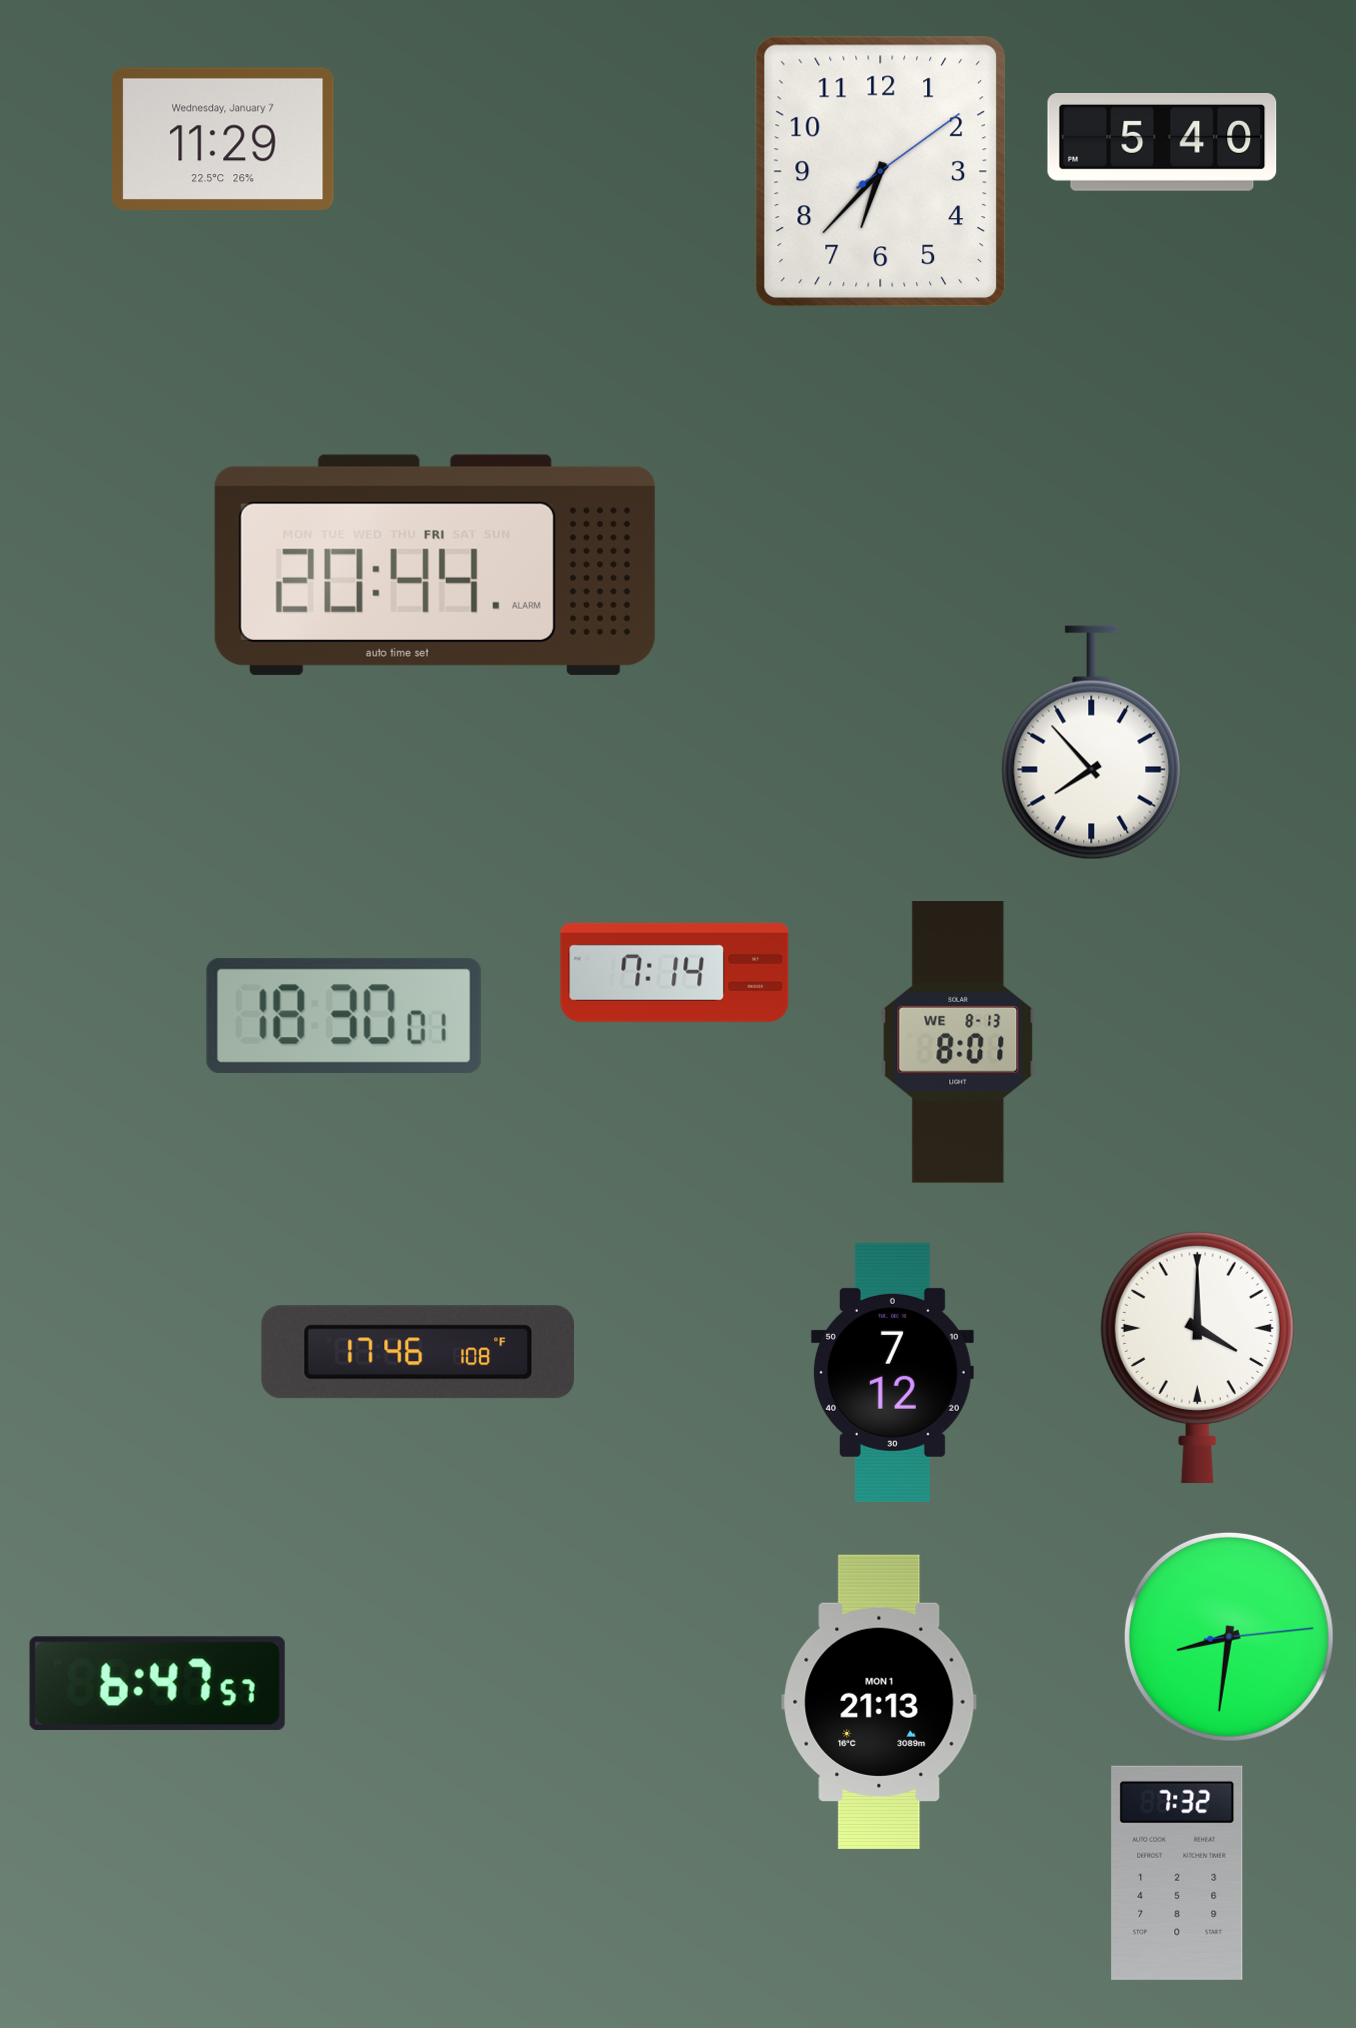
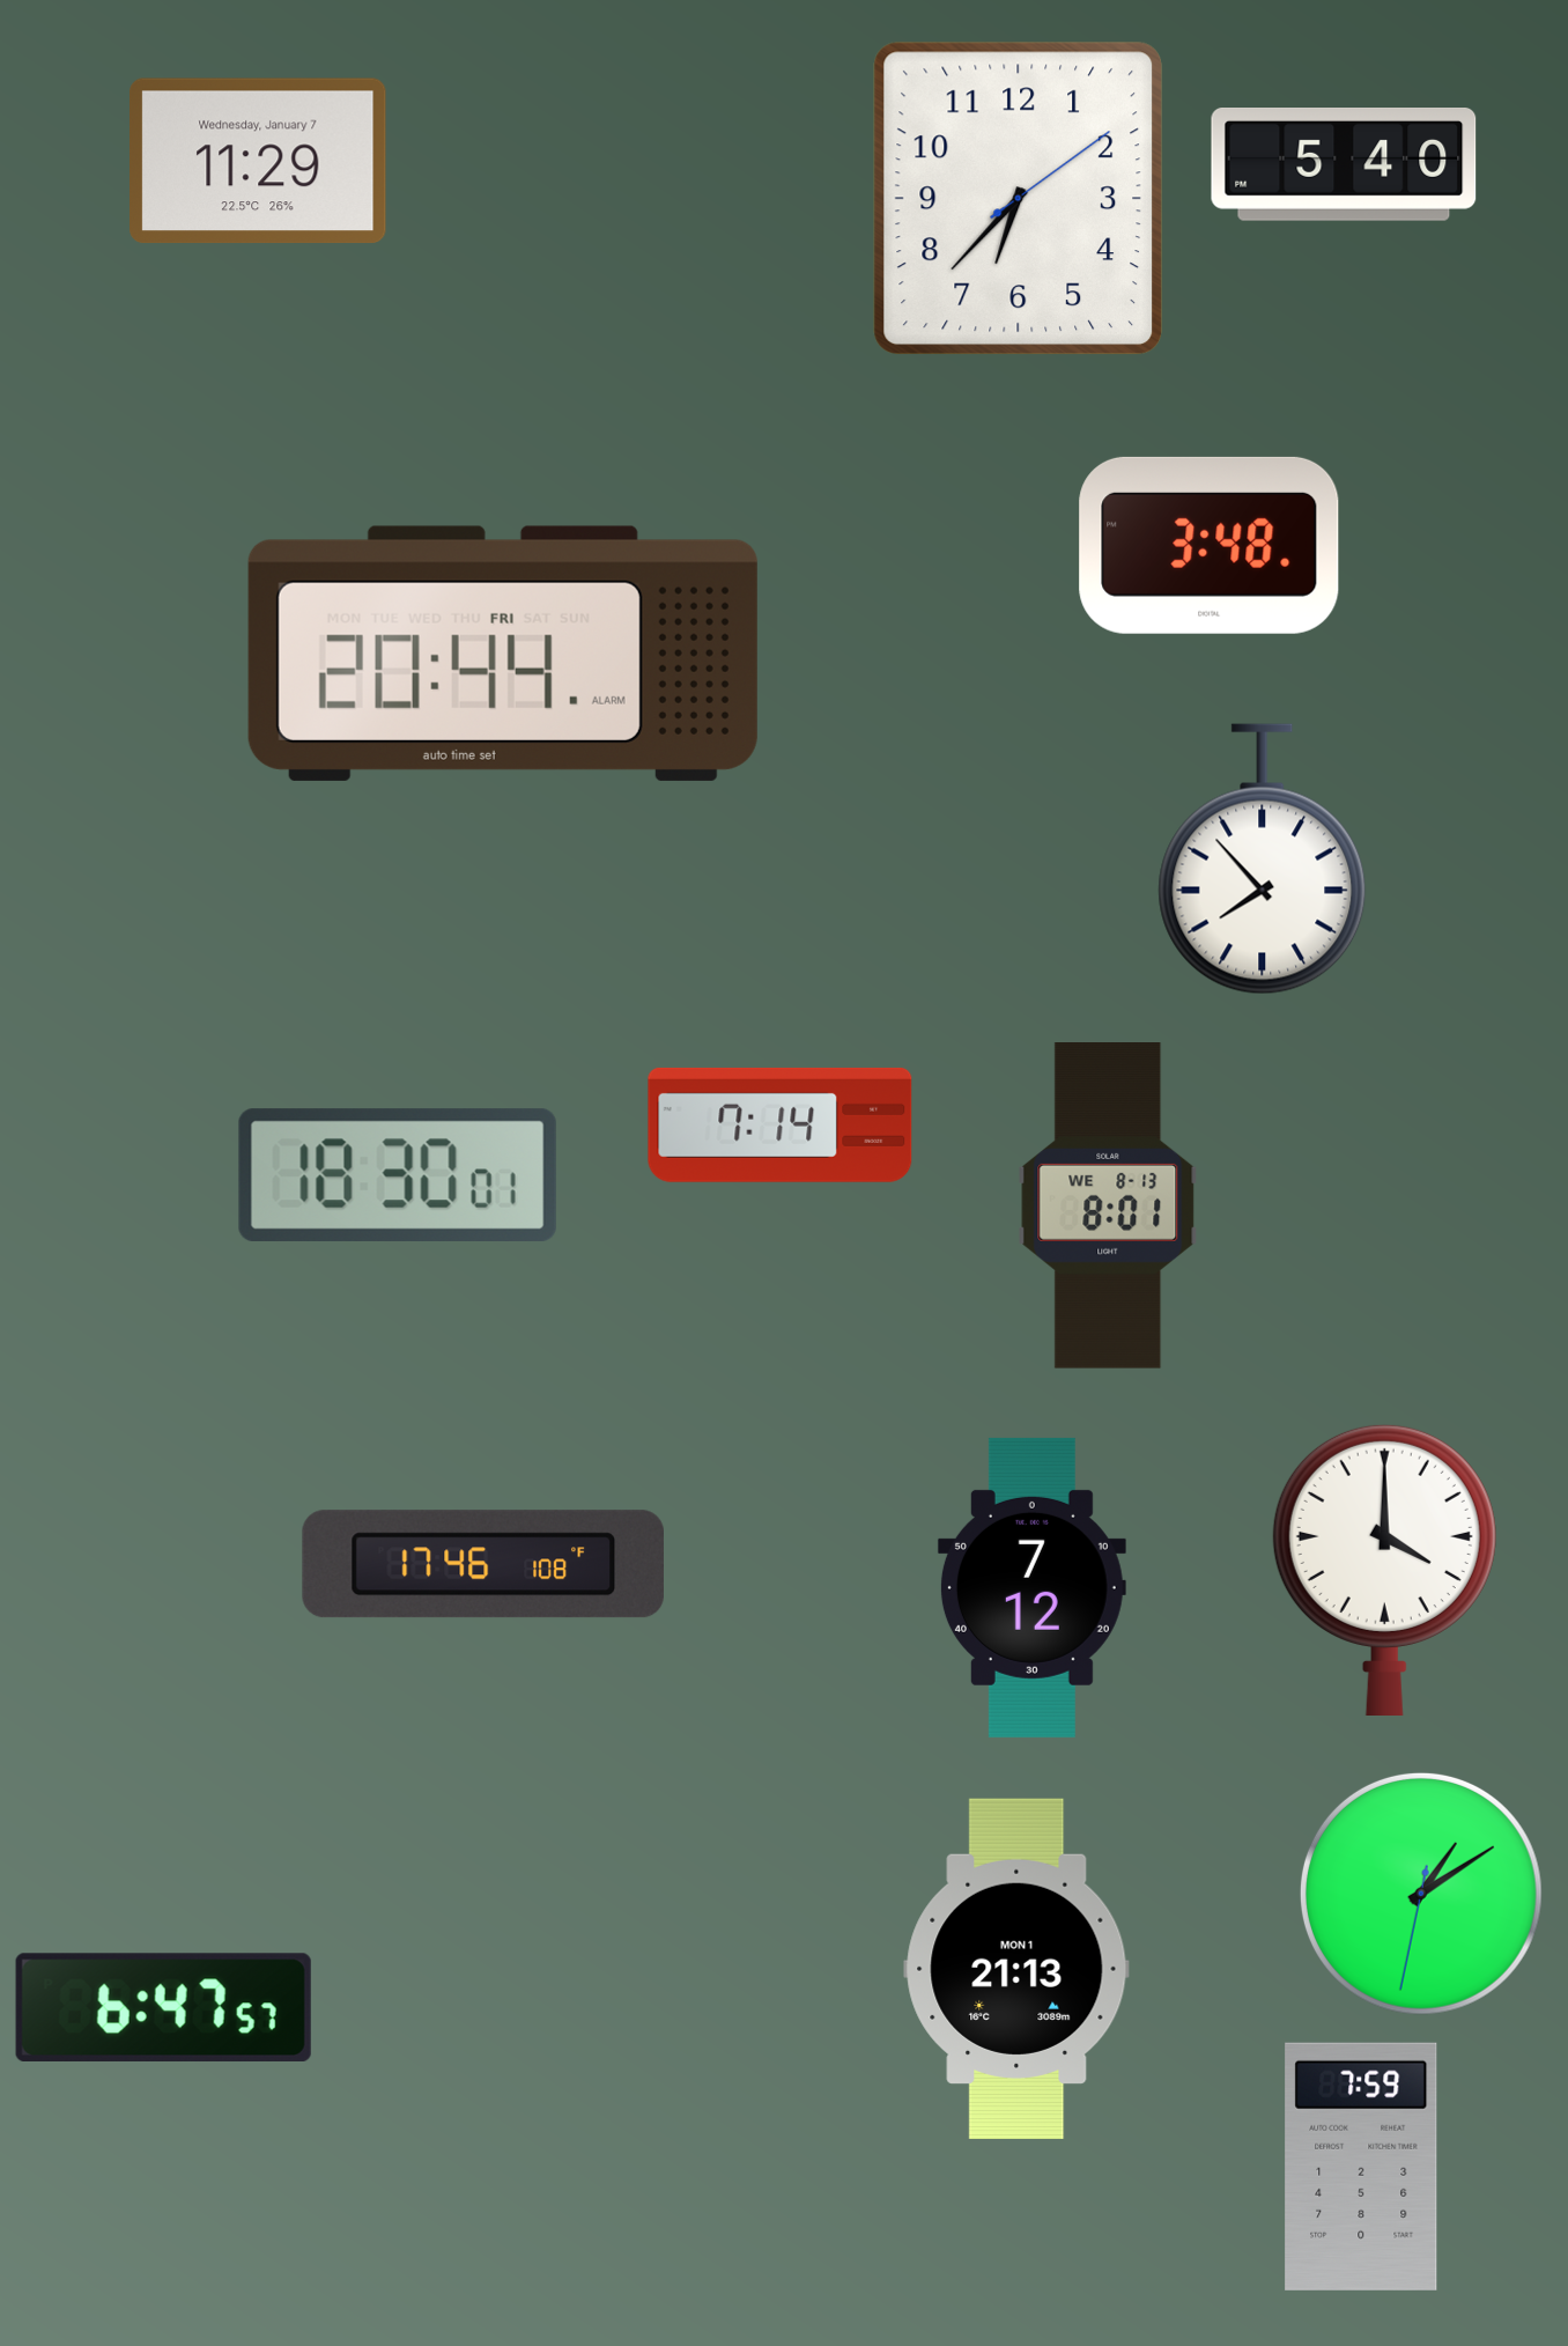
clock at (1210, 545): none -> 3:48
clock at (1229, 1637): 8:31 -> 1:09
clock at (157, 1683) position: (157, 1683) -> (163, 2007)
clock at (1177, 1873): 7:32 -> 7:59
